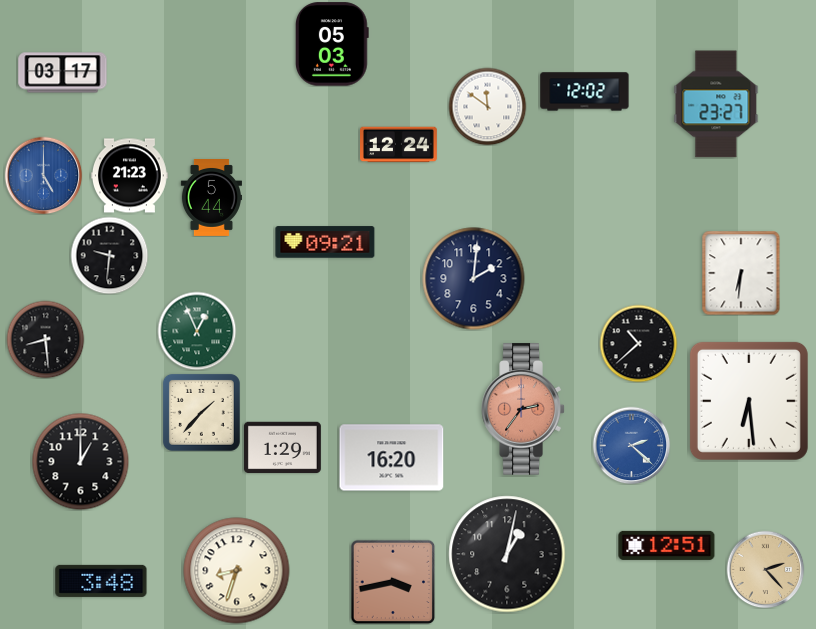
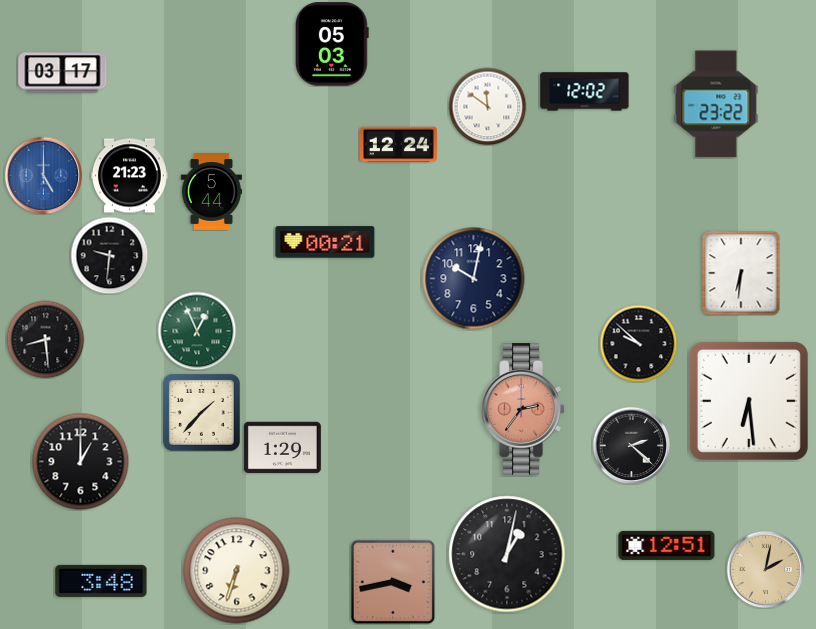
clock at (716, 104): 23:27 -> 23:22
clock at (211, 198) position: (211, 198) -> (211, 192)
clock at (325, 242): 09:21 -> 00:21
clock at (474, 279): 2:01 -> 10:02
clock at (638, 343): 10:38 -> 9:52
clock at (631, 445) dial: blue -> black
clock at (392, 458): 16:20 -> none
clock at (765, 569): 2:23 -> 2:02
clock at (237, 571): 8:33 -> 6:33
